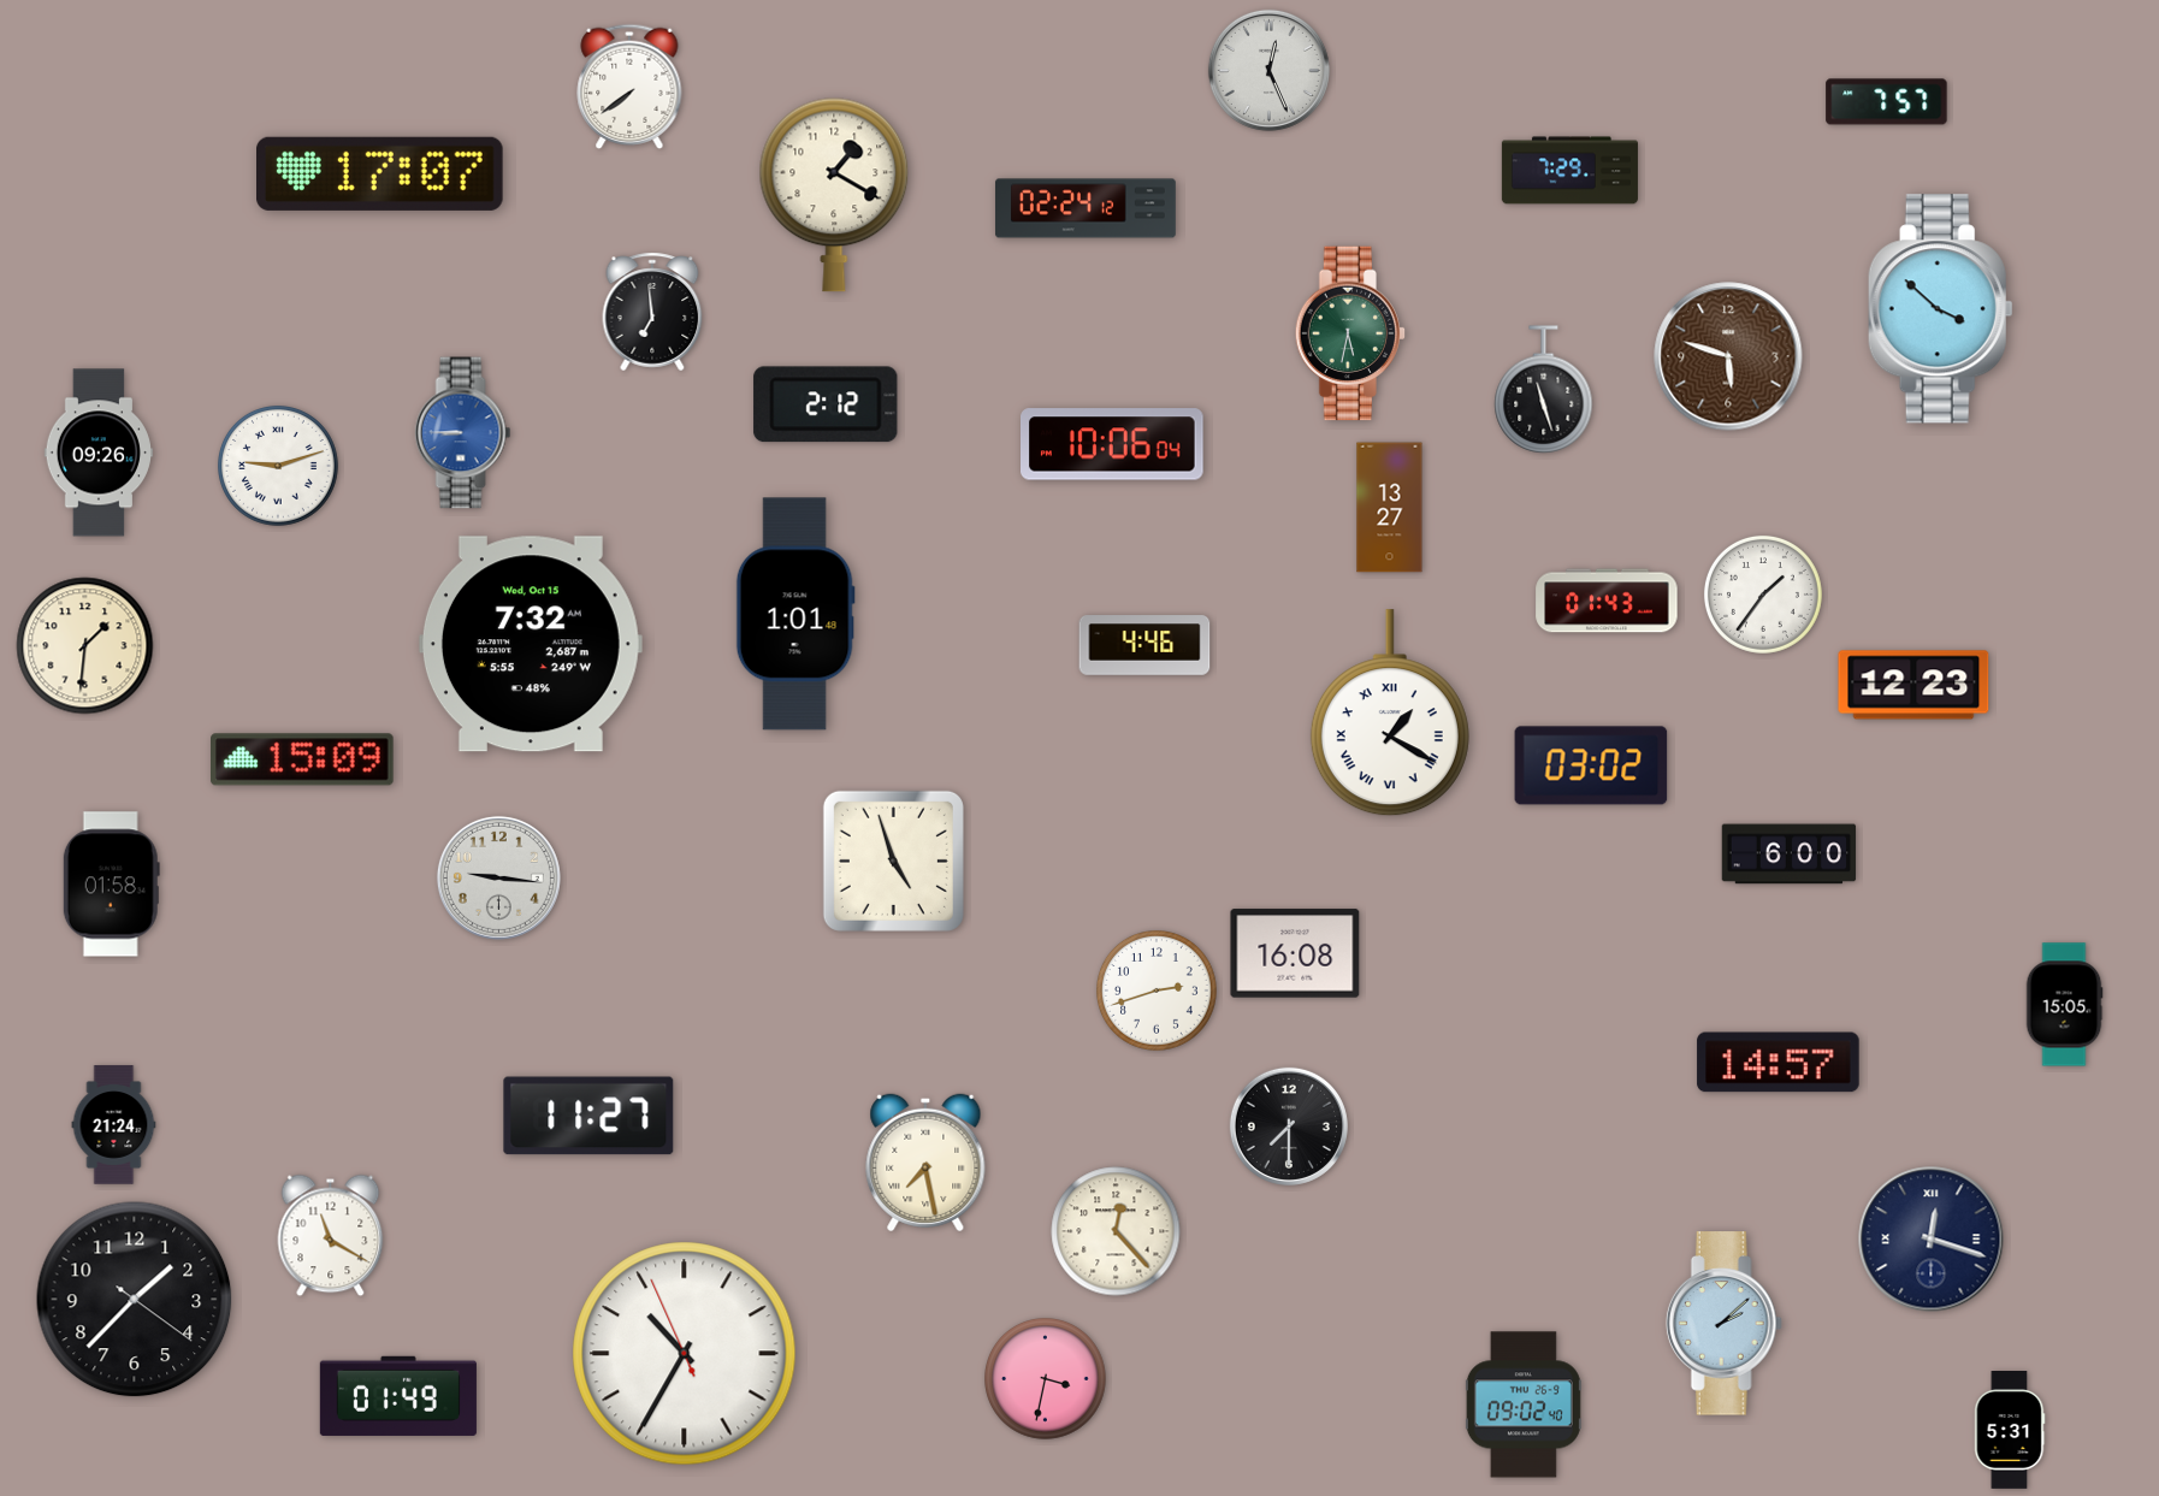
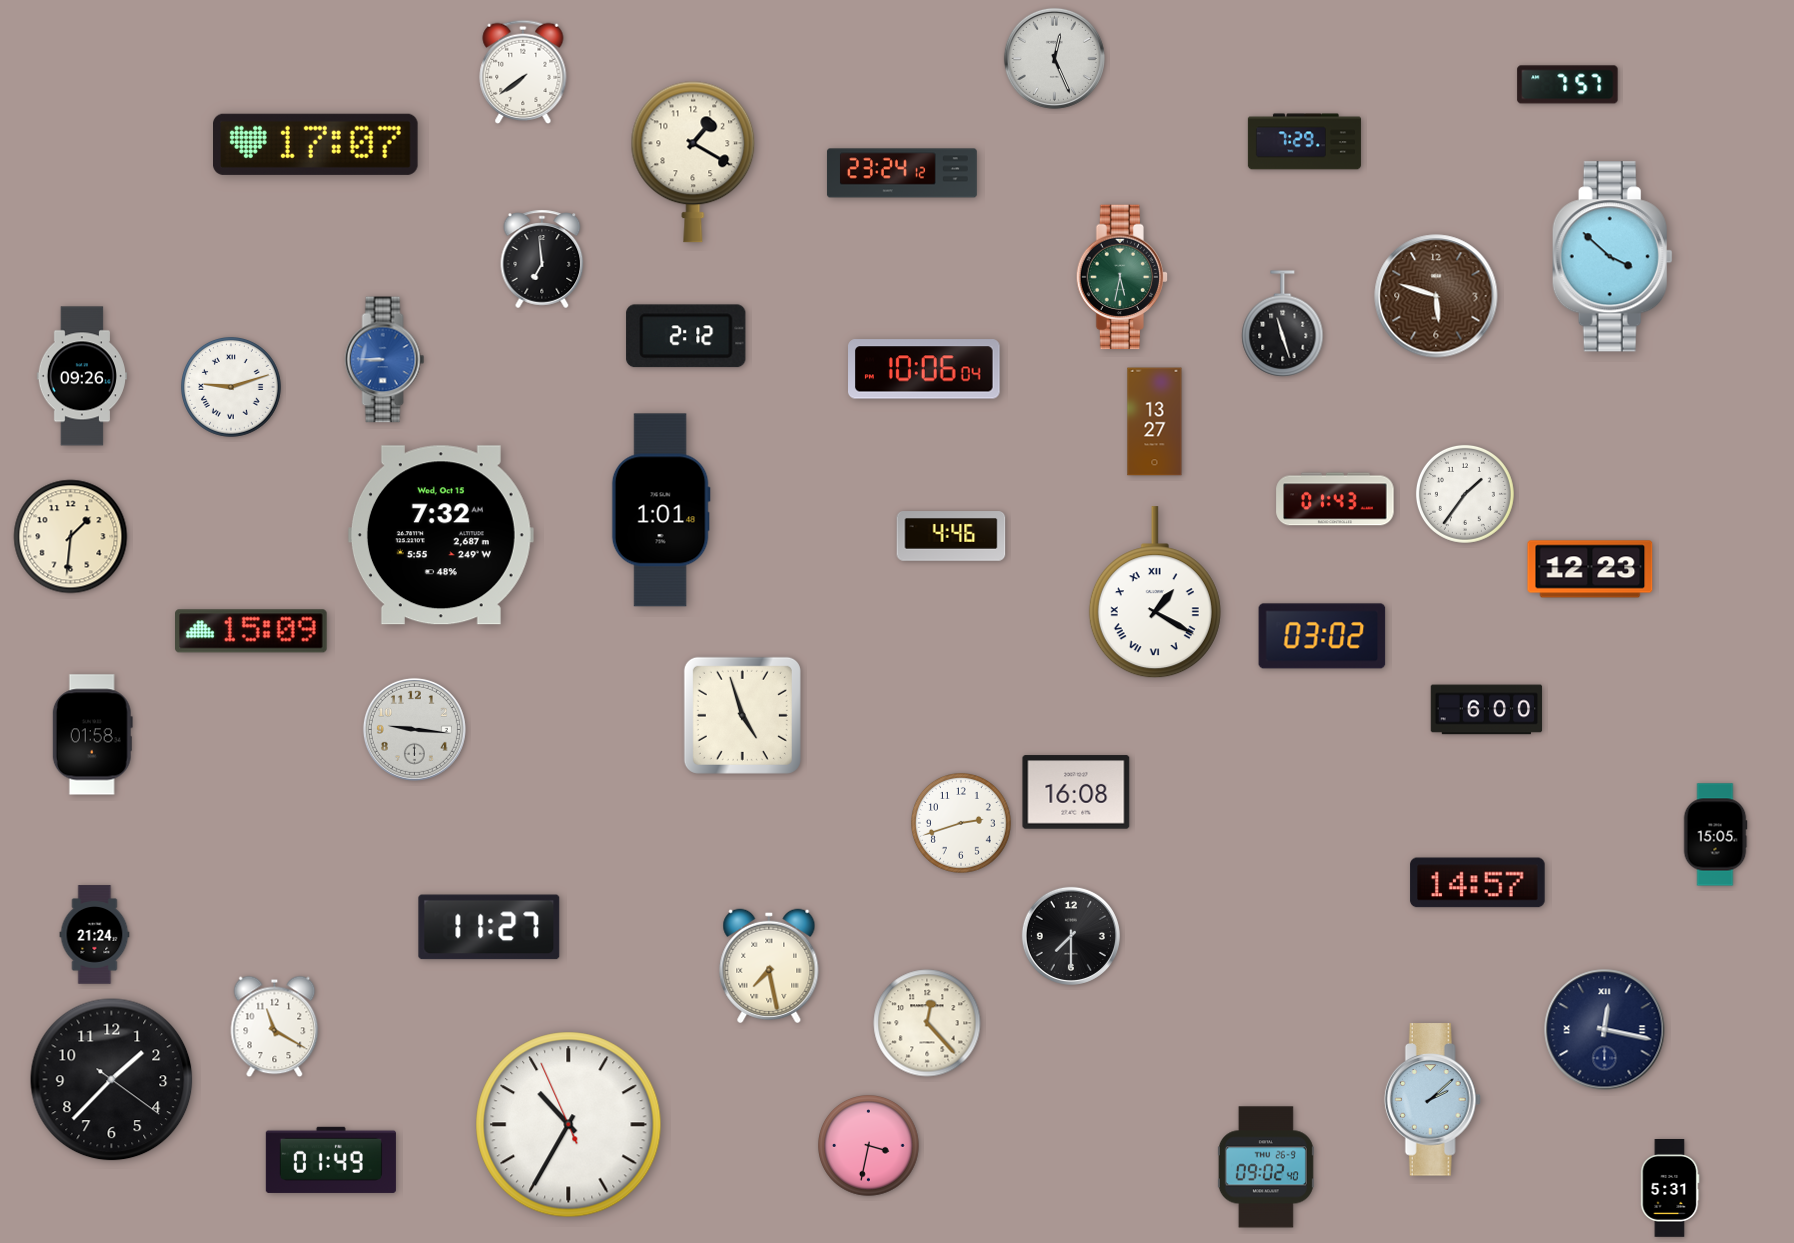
clock at (1086, 208): 02:24 -> 23:24
clock at (1932, 1240): 12:18 -> 12:17
